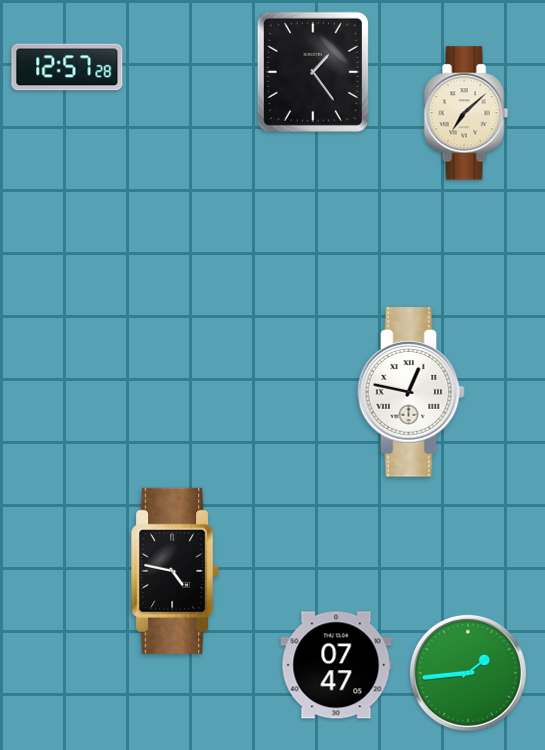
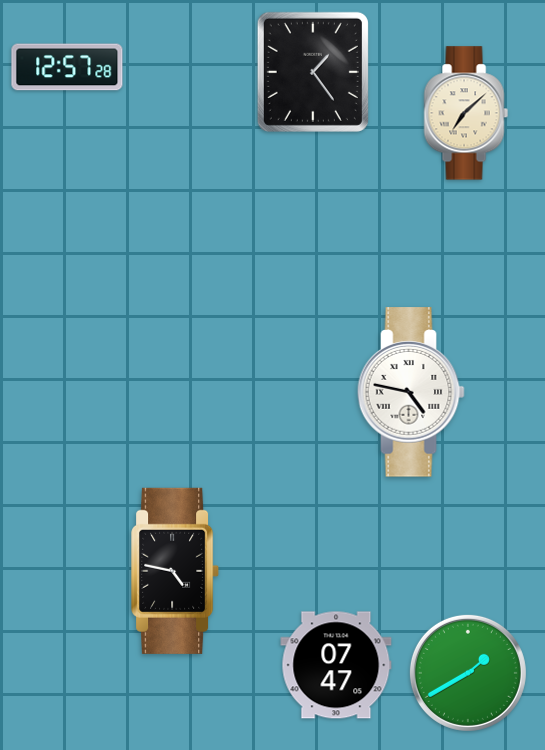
clock at (411, 392): 12:47 -> 4:47
clock at (468, 673): 1:44 -> 1:40
